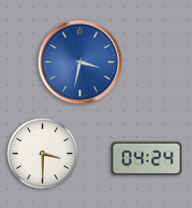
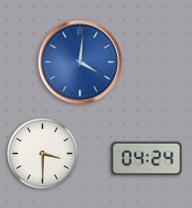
clock at (80, 62): 3:32 -> 4:01
